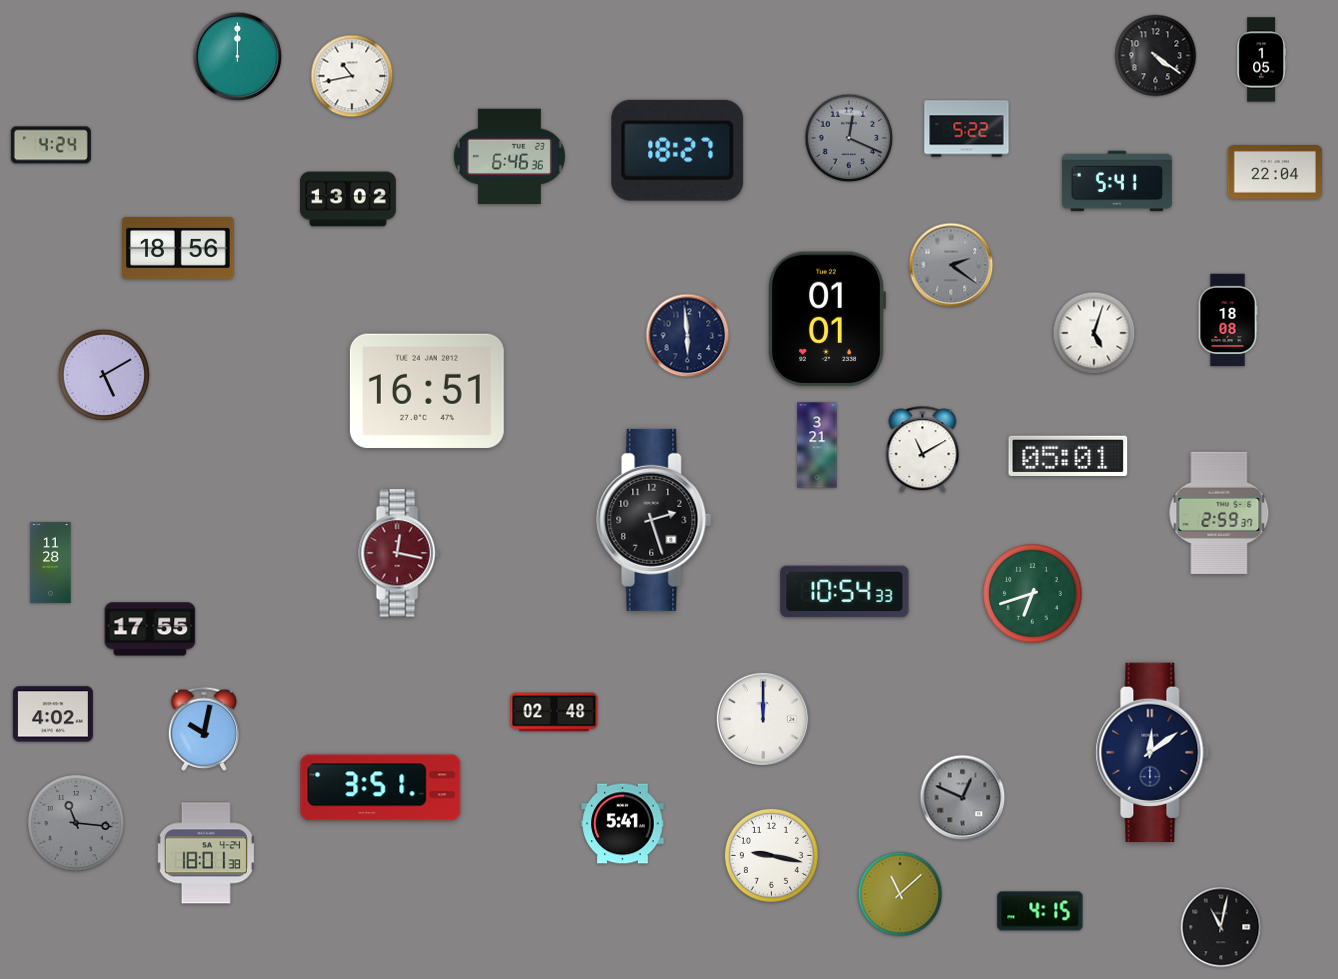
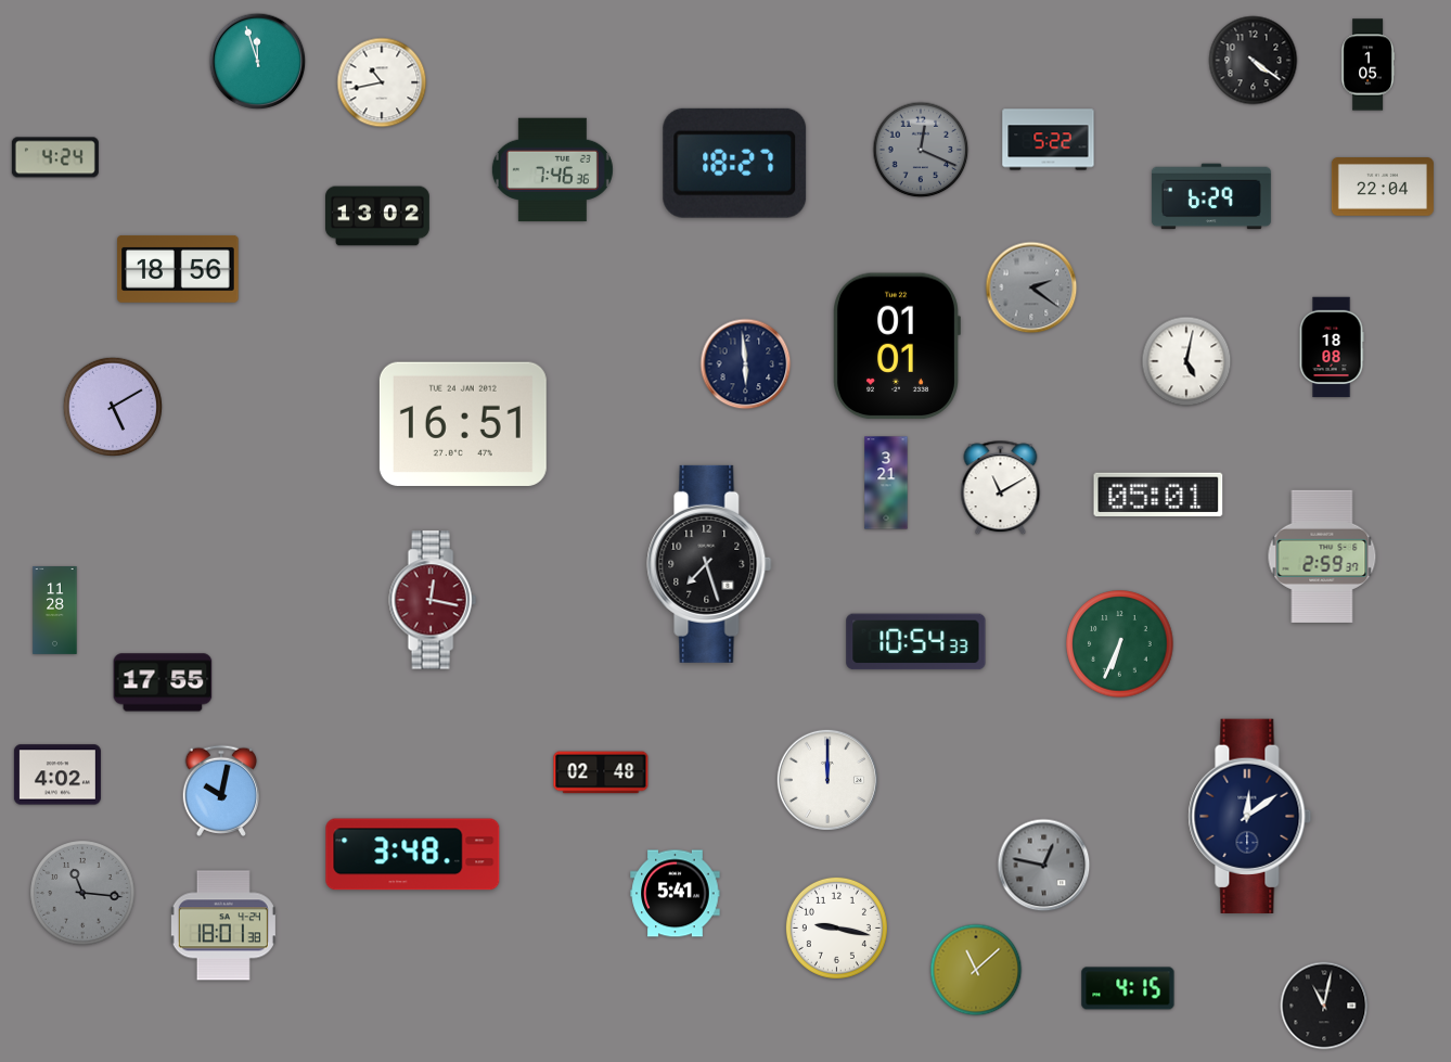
clock at (238, 57): 12:00 -> 11:57
clock at (509, 157): 6:46 -> 7:46
clock at (1117, 181): 5:41 -> 6:29
clock at (178, 248) position: (178, 248) -> (178, 269)
clock at (1094, 333): 5:03 -> 5:02
clock at (654, 520): 2:27 -> 7:27
clock at (1033, 594): 6:42 -> 6:34
clock at (381, 788): 3:51 -> 3:48
clock at (963, 798): 12:49 -> 12:47
